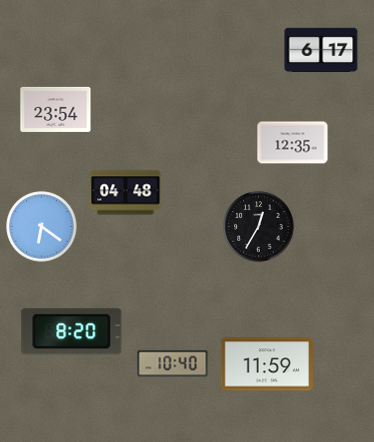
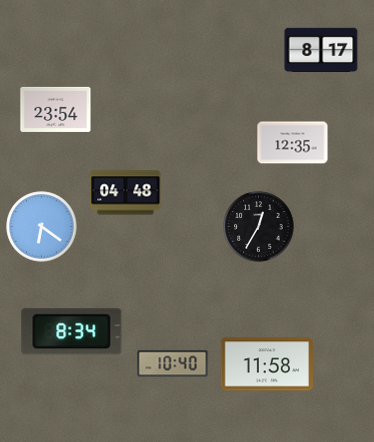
clock at (321, 49): 6:17 -> 8:17
clock at (72, 332): 8:20 -> 8:34
clock at (267, 364): 11:59 -> 11:58
